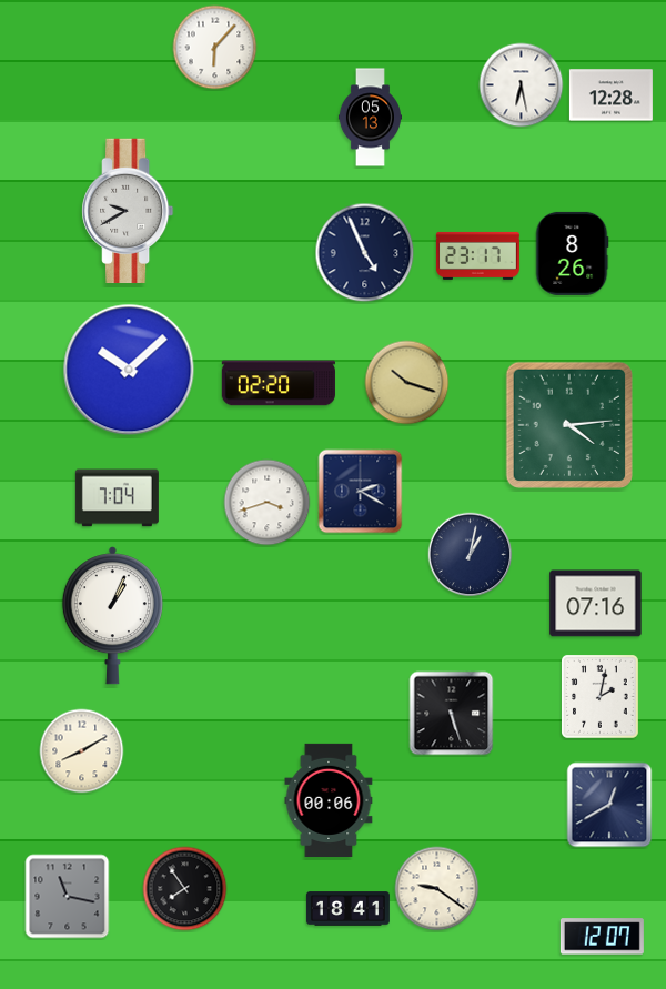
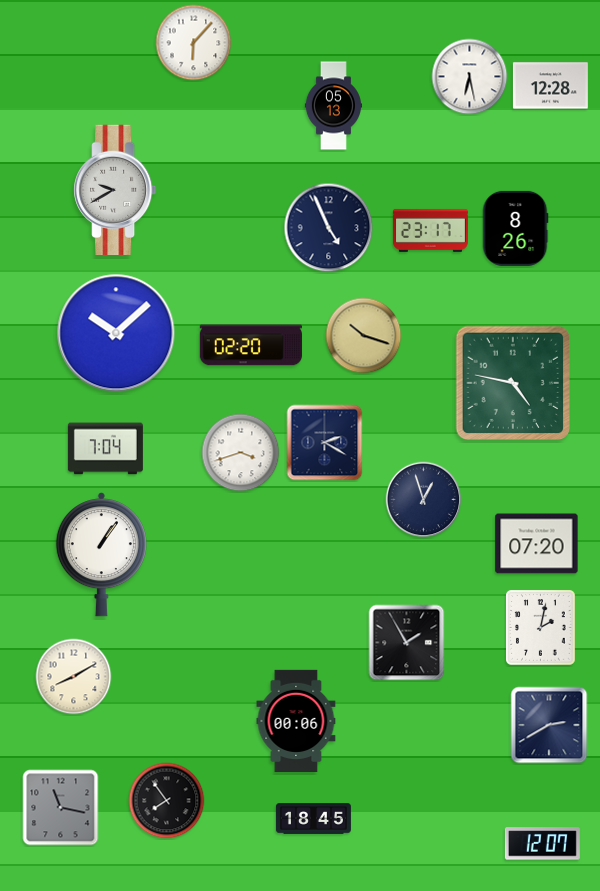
clock at (407, 383) position: (407, 383) -> (364, 336)
clock at (568, 424): 4:14 -> 4:47
clock at (471, 555): 1:02 -> 12:57
clock at (596, 604): 07:16 -> 07:20
clock at (112, 616): 1:04 -> 1:06
clock at (452, 714): 5:27 -> 1:55
clock at (609, 805): 12:40 -> 2:40
clock at (437, 889): 9:21 -> none
clock at (347, 909): 18:41 -> 18:45
